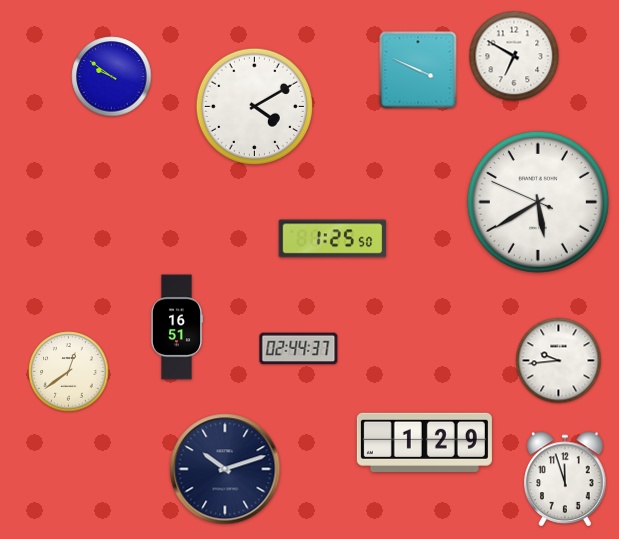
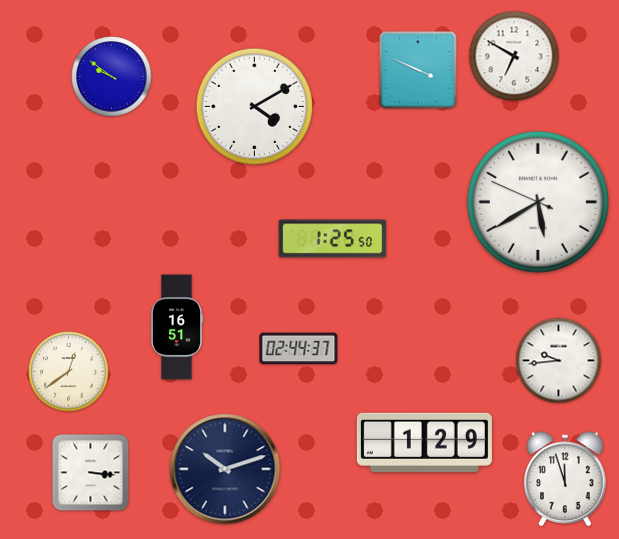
clock at (91, 473): none -> 3:16
